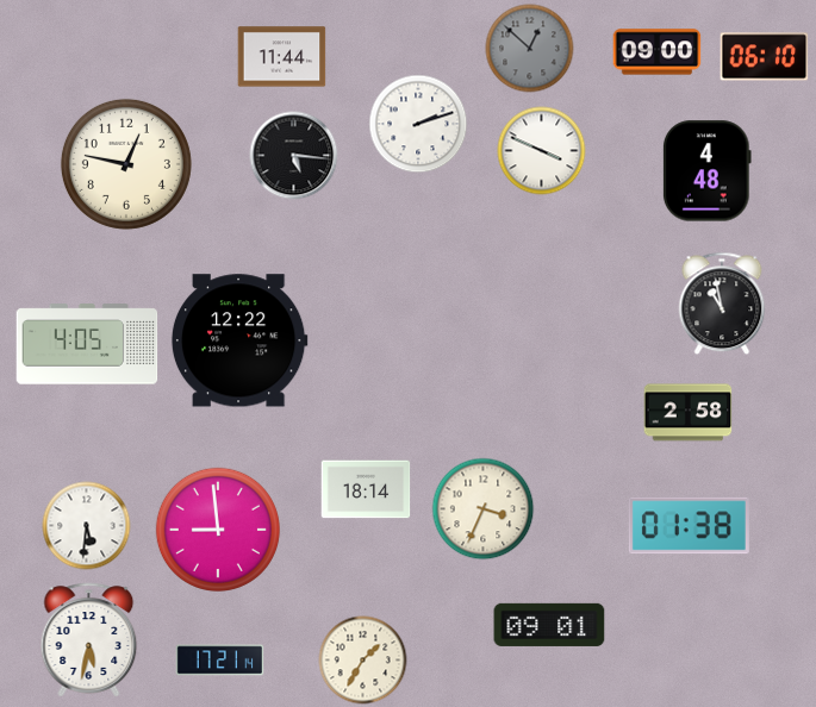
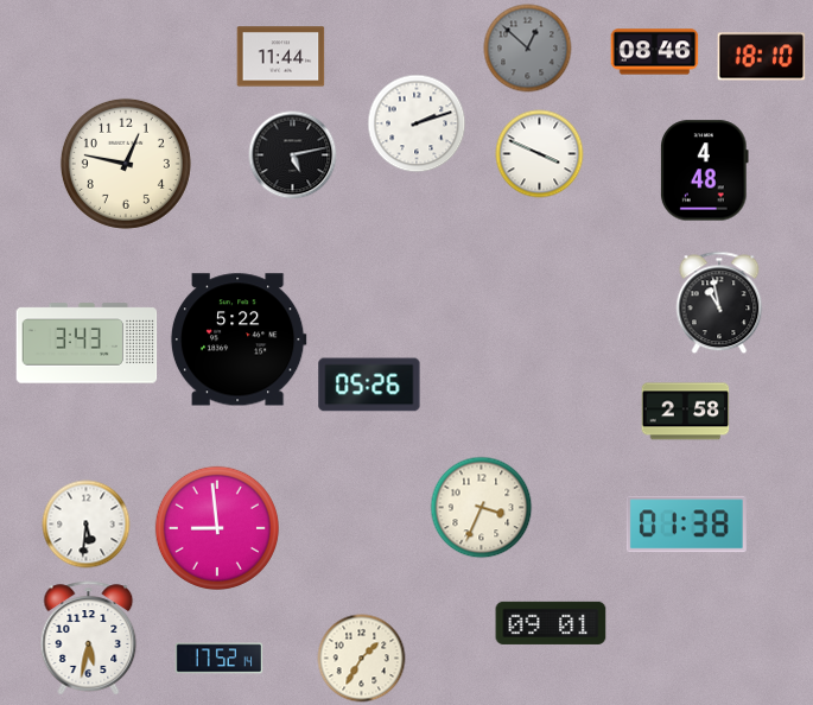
clock at (658, 52): 09:00 -> 08:46
clock at (765, 57): 06:10 -> 18:10
clock at (542, 151) position: (542, 151) -> (540, 154)
clock at (294, 156): 5:16 -> 5:13
clock at (239, 340): 12:22 -> 5:22
clock at (87, 344): 4:05 -> 3:43
clock at (369, 385): none -> 05:26
clock at (366, 489): 18:14 -> none
clock at (549, 625) position: (549, 625) -> (551, 623)
clock at (220, 661): 17:21 -> 17:52
